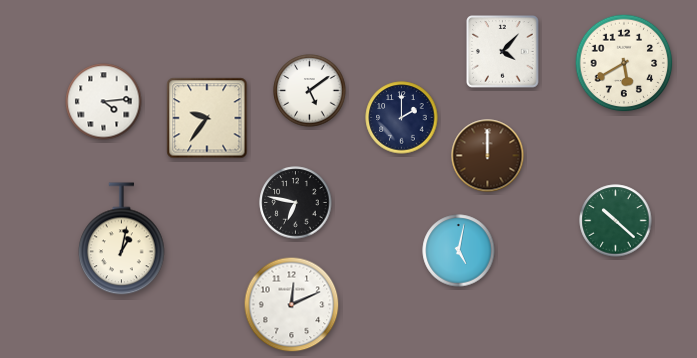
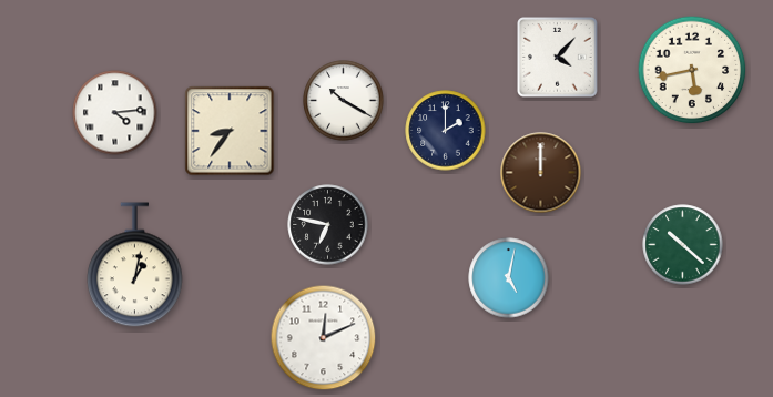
clock at (624, 63): 5:40 -> 5:43
clock at (310, 91): 5:09 -> 10:20
clock at (207, 118): 9:36 -> 8:36
